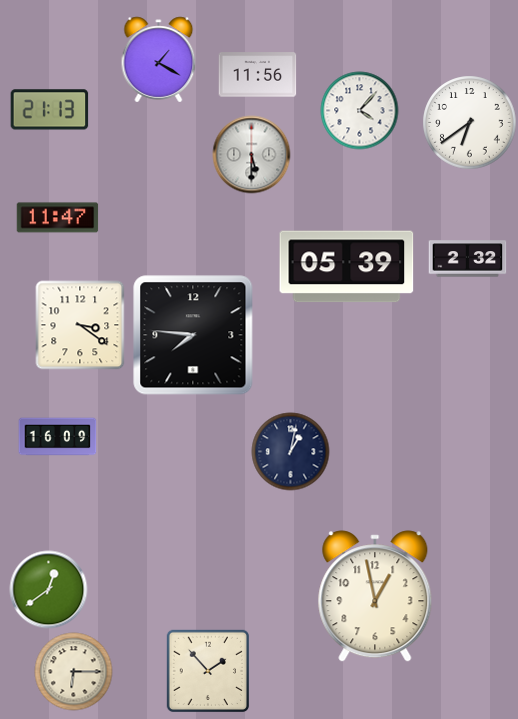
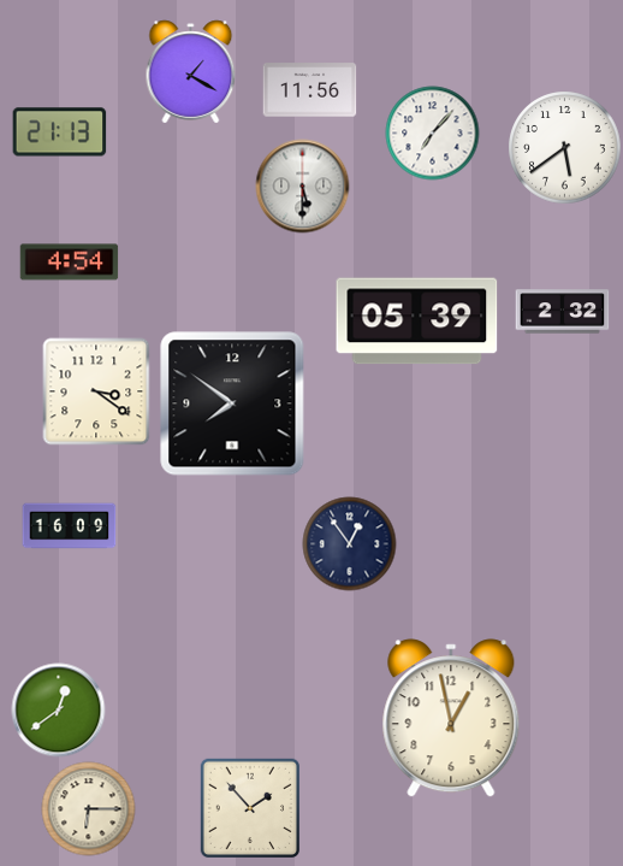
clock at (359, 110): 4:07 -> 7:07
clock at (469, 122): 6:39 -> 5:39
clock at (57, 218): 11:47 -> 4:54
clock at (193, 335): 7:46 -> 7:51
clock at (290, 451): 1:02 -> 12:54
